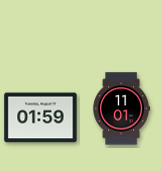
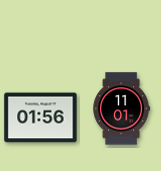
clock at (41, 118): 01:59 -> 01:56
